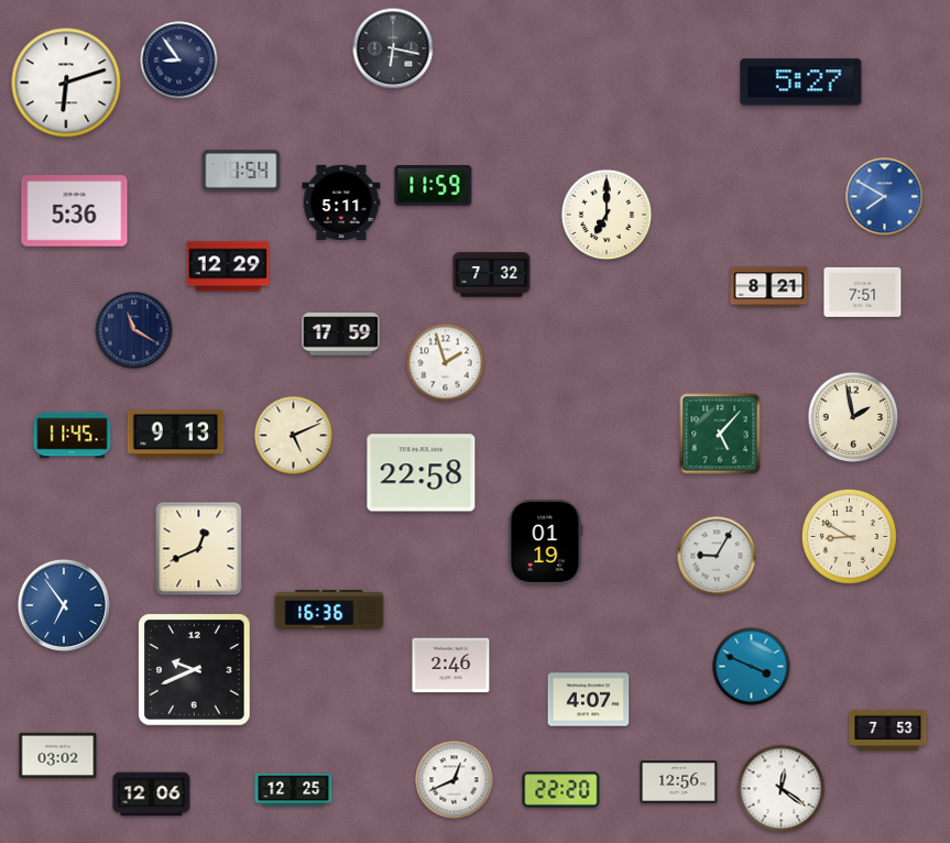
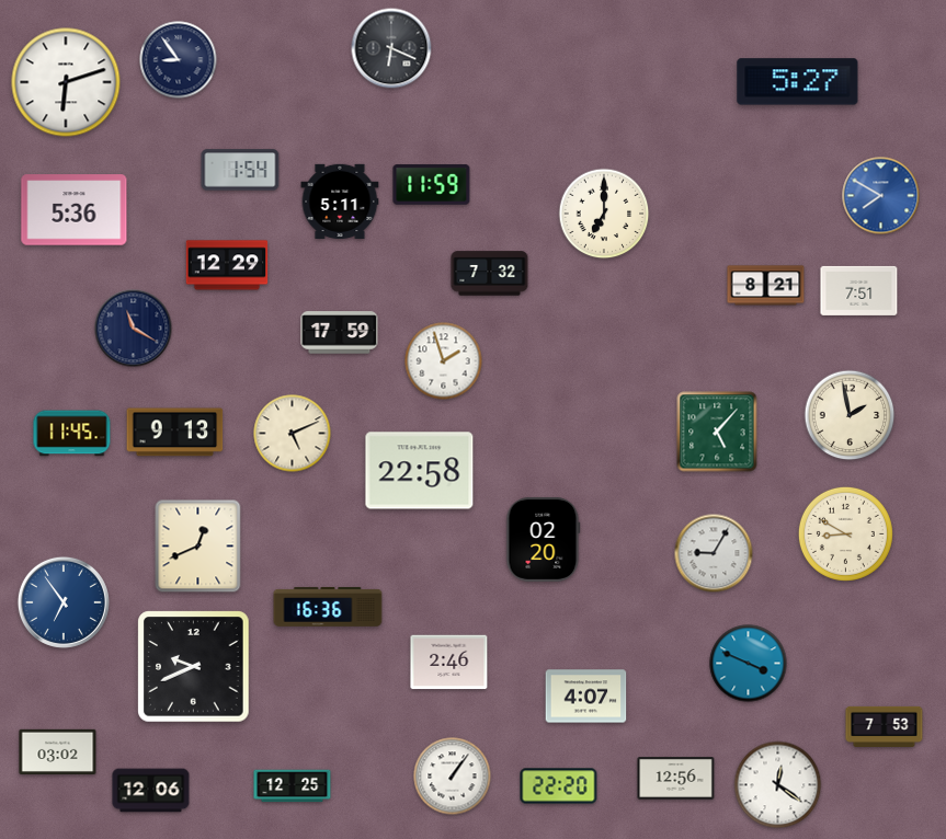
clock at (393, 48): 6:17 -> 6:19
clock at (546, 541): 01:19 -> 02:20
clock at (455, 780): 12:41 -> 1:06
